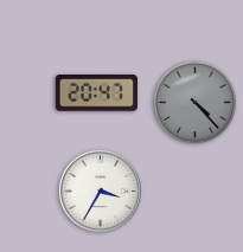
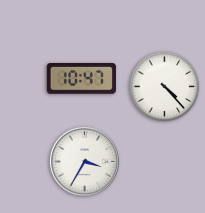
clock at (96, 93): 20:47 -> 10:47
clock at (196, 103) dial: grey -> white
